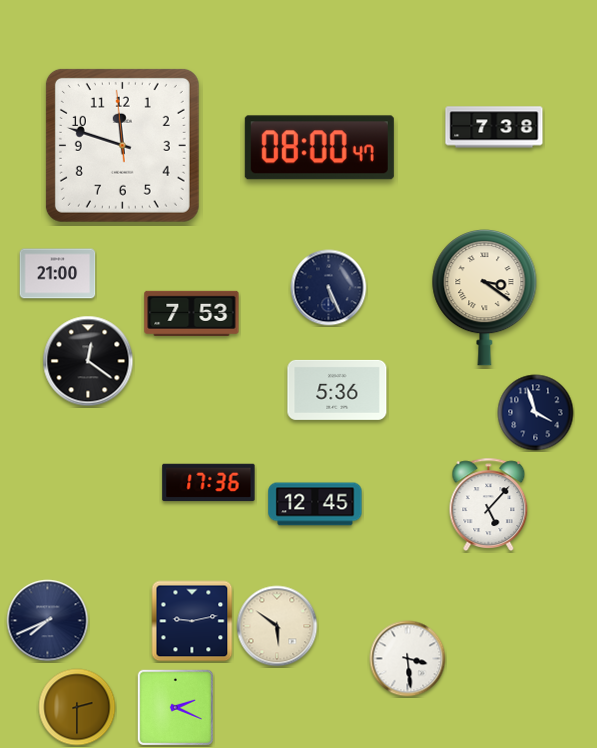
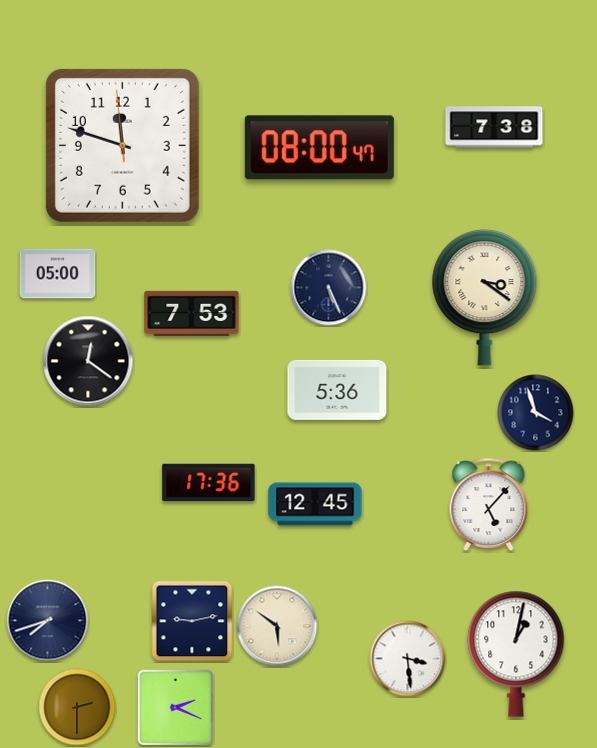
clock at (58, 274): 21:00 -> 05:00
clock at (48, 621): 7:41 -> 7:42
clock at (516, 654): none -> 1:02
